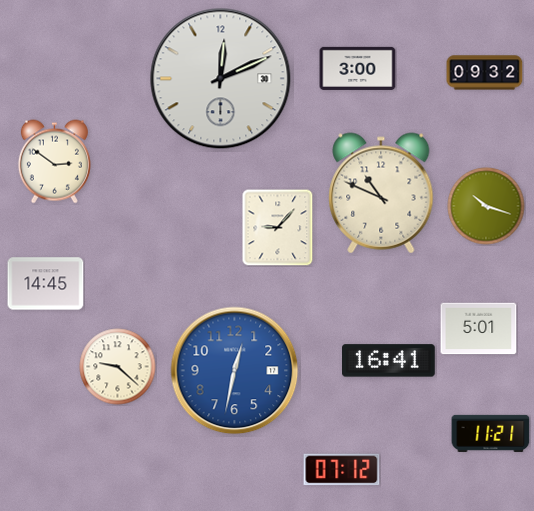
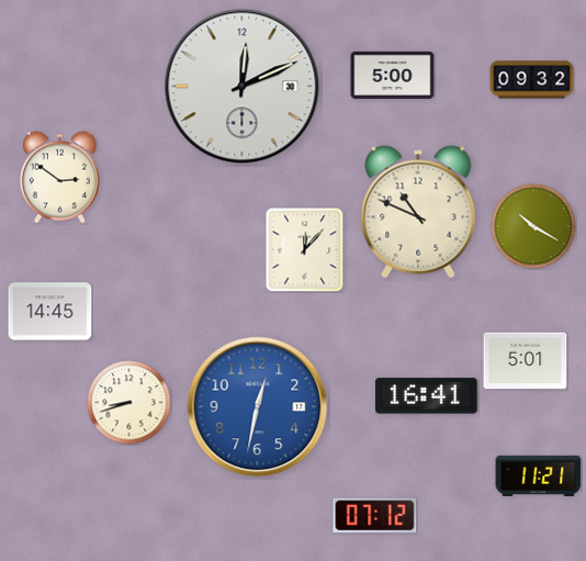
clock at (358, 68): 3:00 -> 5:00
clock at (486, 206): 10:18 -> 10:20
clock at (278, 227): 9:07 -> 12:07
clock at (118, 367): 9:22 -> 8:42
